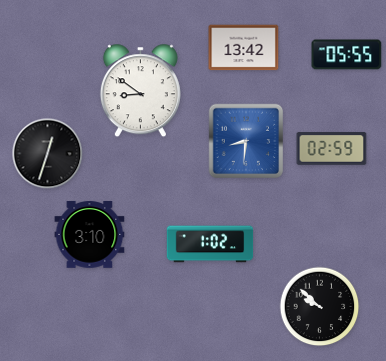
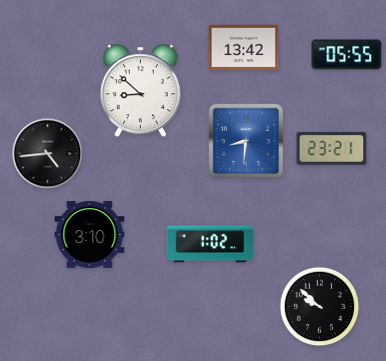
clock at (140, 91): 8:51 -> 8:52
clock at (332, 149): 02:59 -> 23:21
clock at (48, 154): 12:33 -> 4:44
